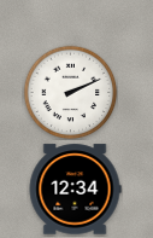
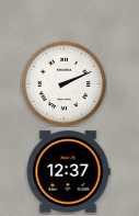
clock at (75, 190): 12:34 -> 12:37
